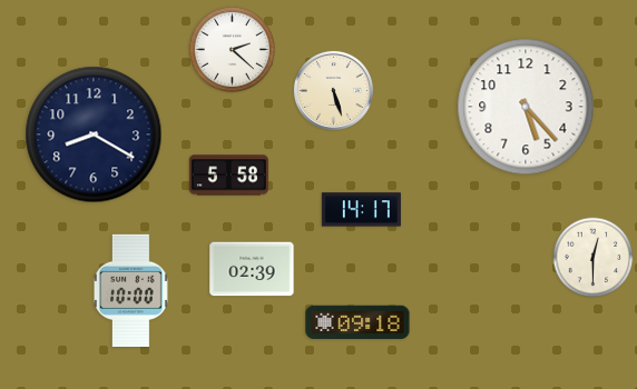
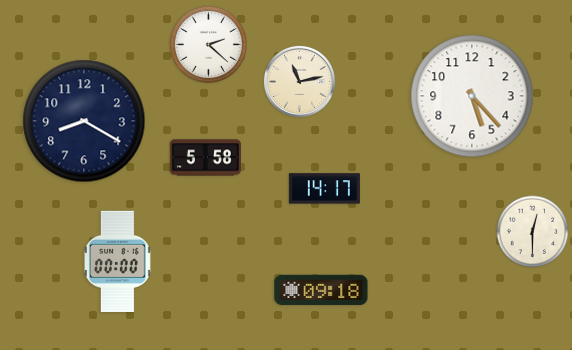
clock at (333, 90): 5:27 -> 11:13
clock at (252, 269): 02:39 -> none
clock at (130, 290): 10:00 -> 00:00
